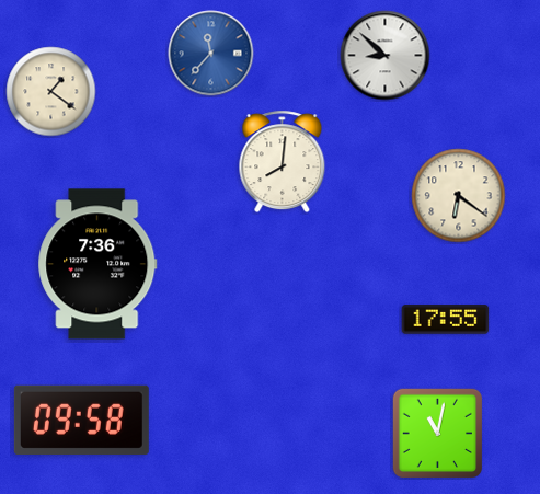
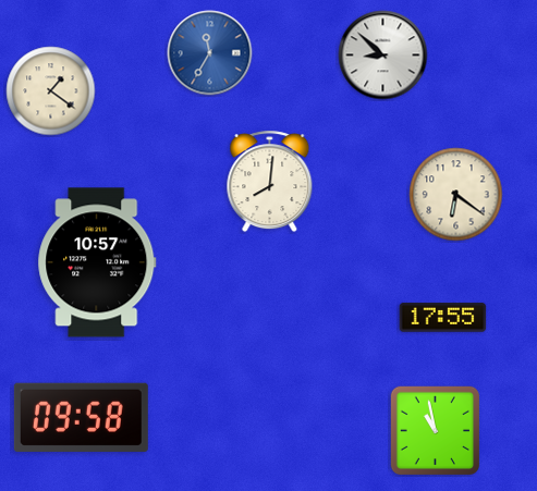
clock at (211, 54): 11:37 -> 11:35
clock at (283, 162) position: (283, 162) -> (270, 182)
clock at (97, 264): 7:36 -> 10:57
clock at (437, 433): 11:02 -> 10:58
